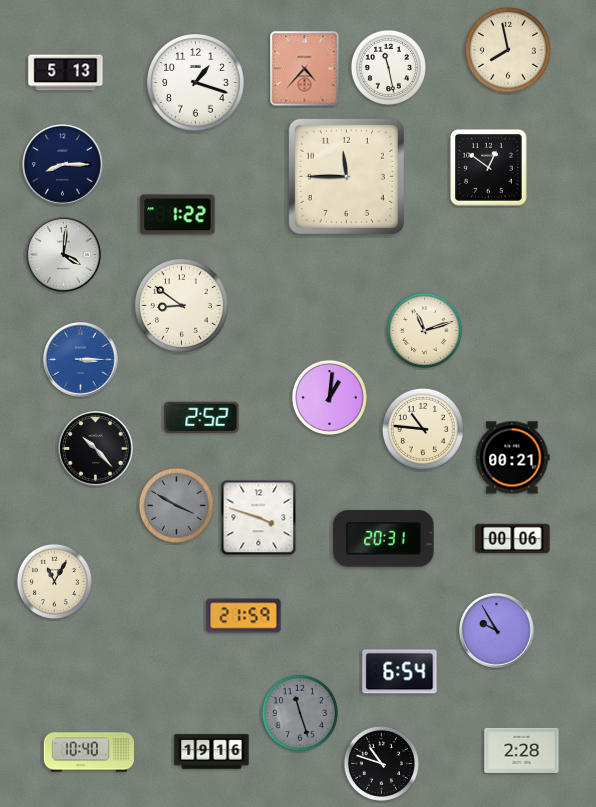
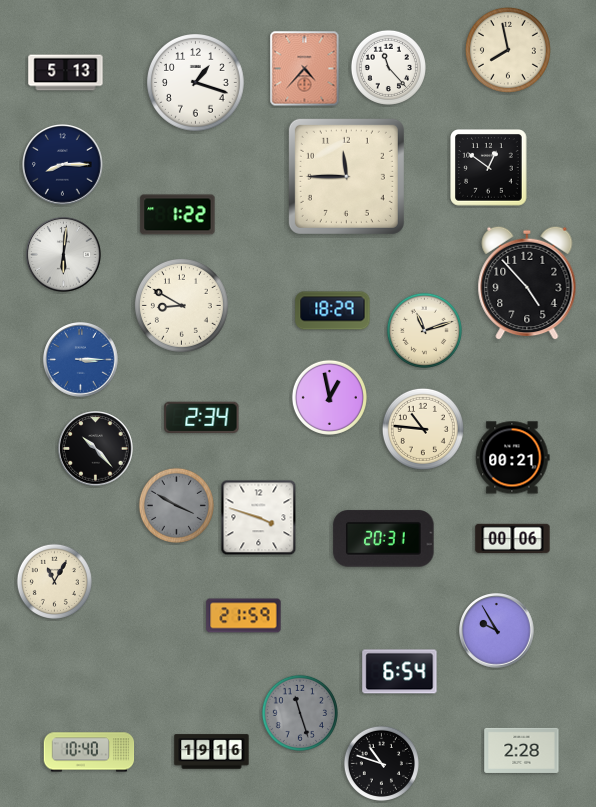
clock at (388, 67): 11:28 -> 11:23
clock at (64, 255): 4:01 -> 6:01
clock at (527, 283): none -> 4:53
clock at (181, 305): 8:51 -> 8:50
clock at (333, 311): none -> 18:29
clock at (329, 397): 1:01 -> 12:58
clock at (202, 417): 2:52 -> 2:34
